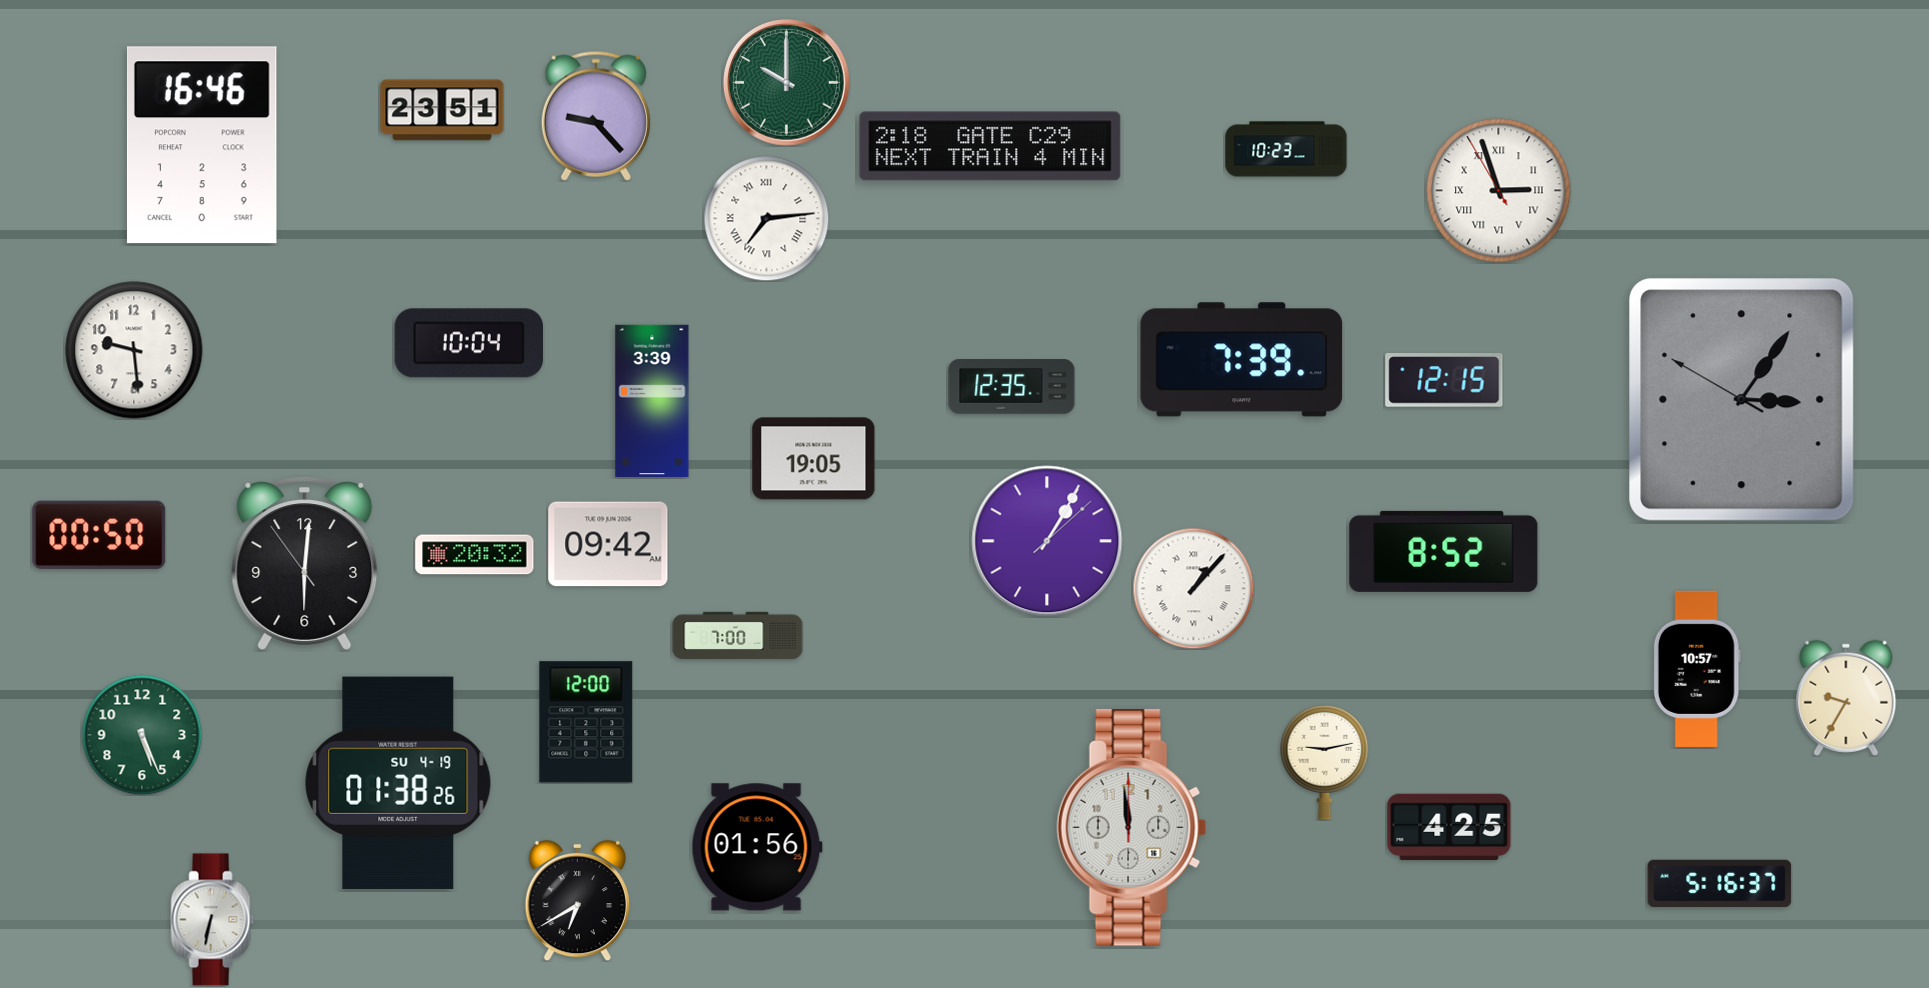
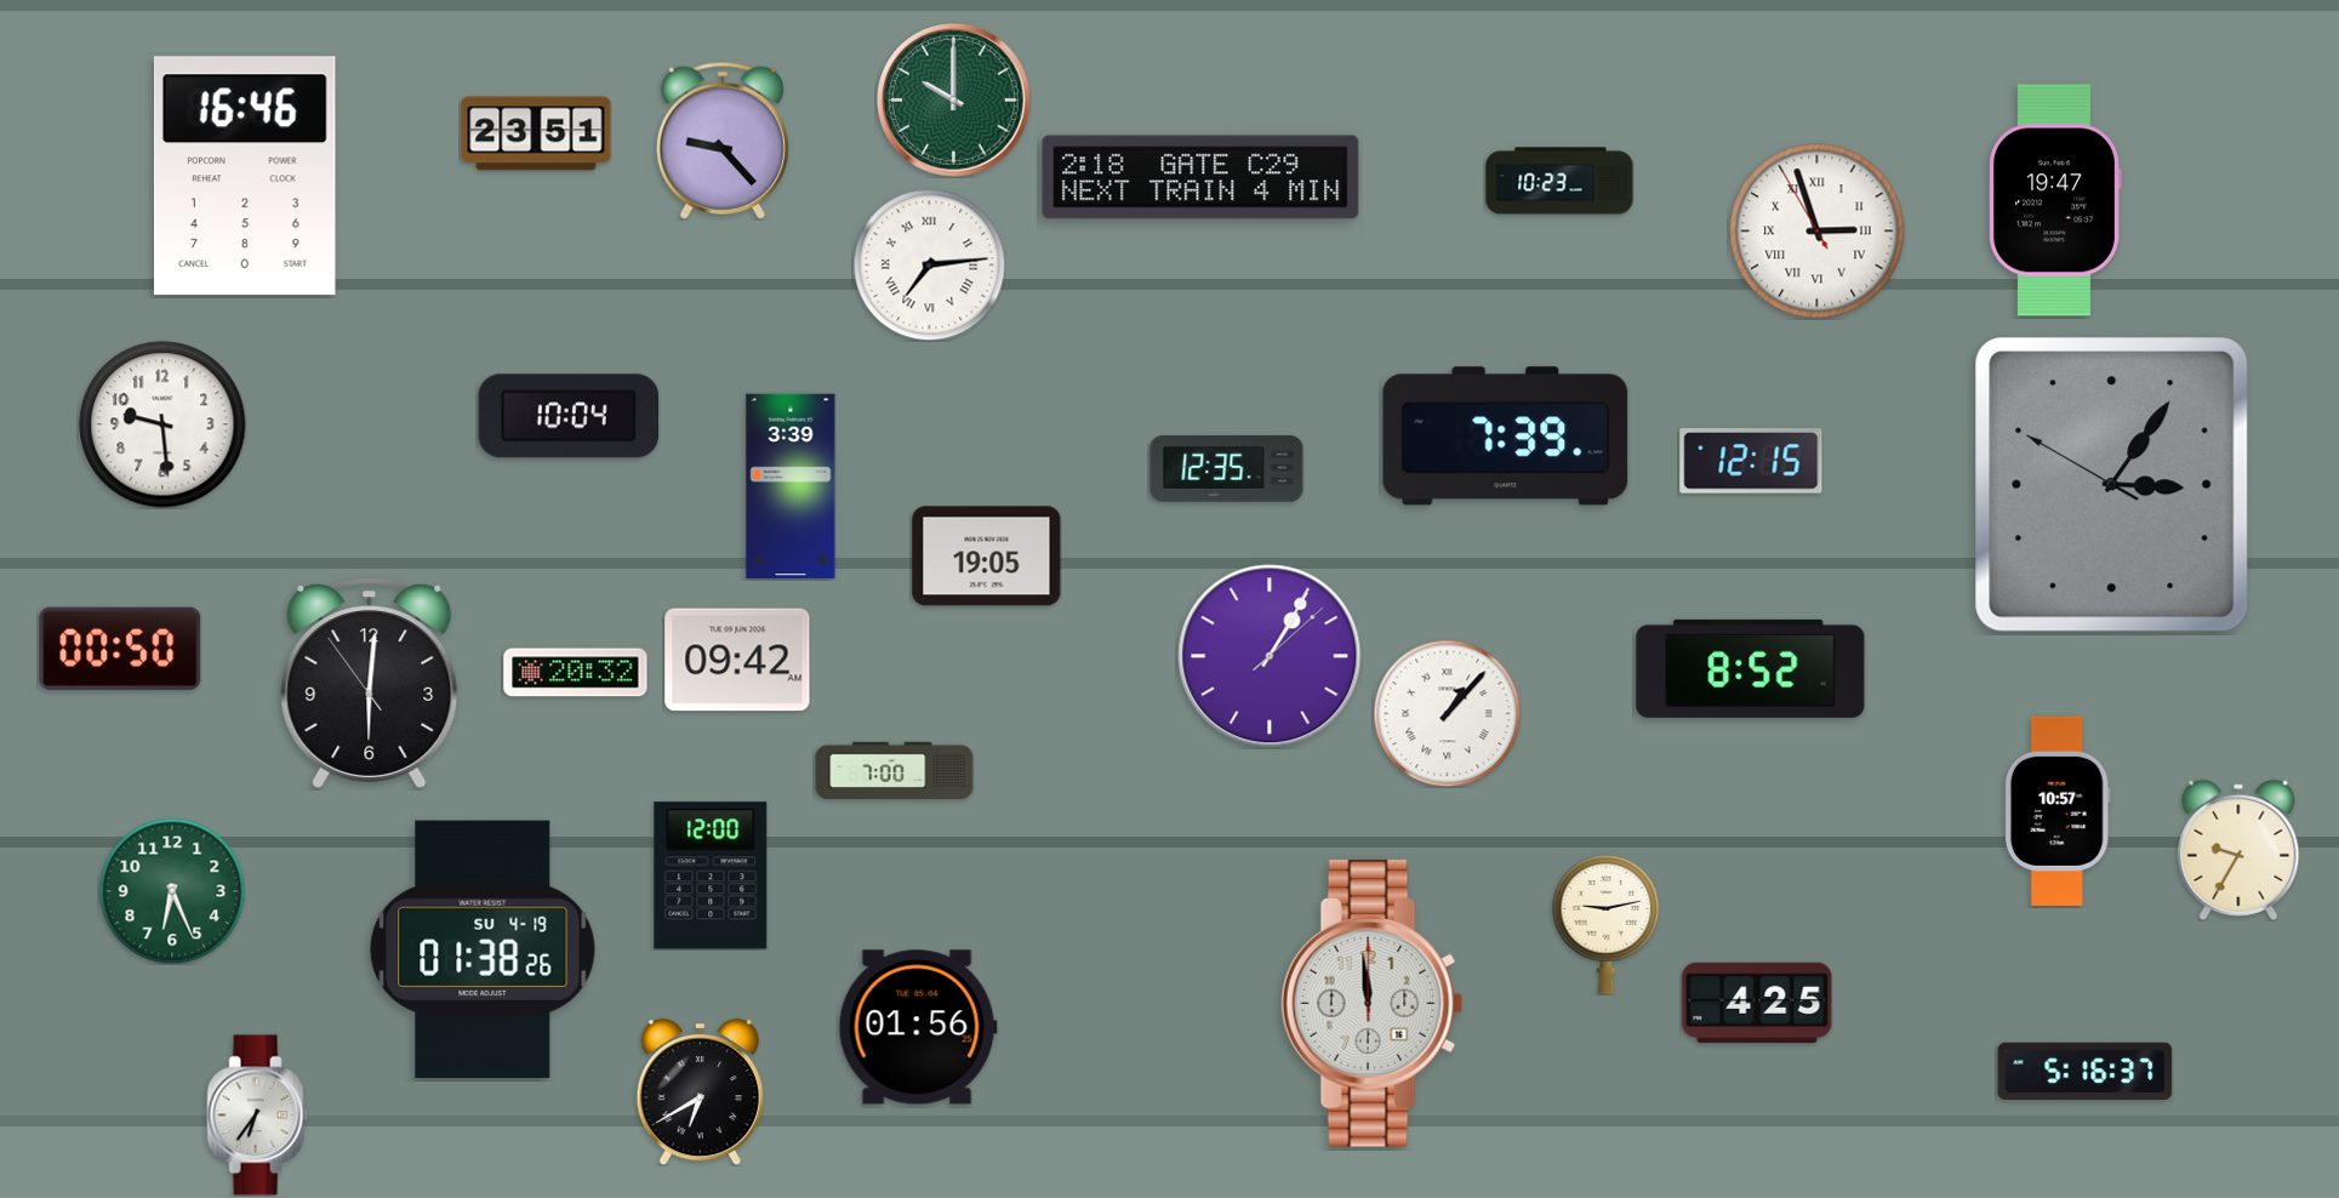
clock at (2055, 200): none -> 19:47
clock at (1846, 698) position: (1846, 698) -> (2238, 850)
clock at (142, 735): 5:26 -> 6:26
clock at (213, 920): 6:32 -> 6:36
